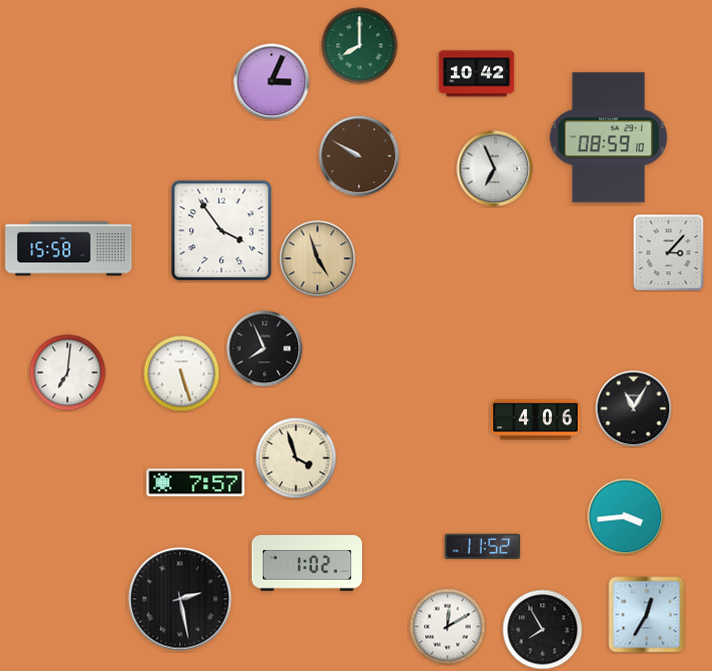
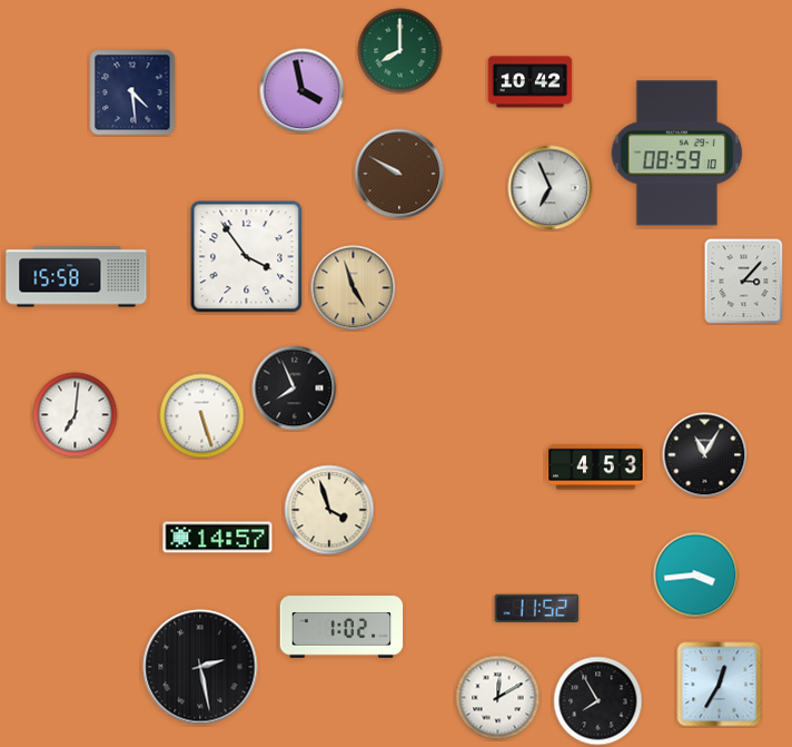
clock at (272, 82): 3:04 -> 3:58
clock at (132, 92): none -> 4:29
clock at (536, 420): 4:06 -> 4:53
clock at (196, 483): 7:57 -> 14:57
clock at (543, 630) position: (543, 630) -> (598, 701)
